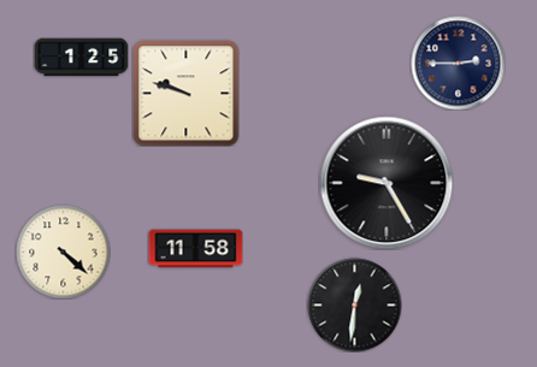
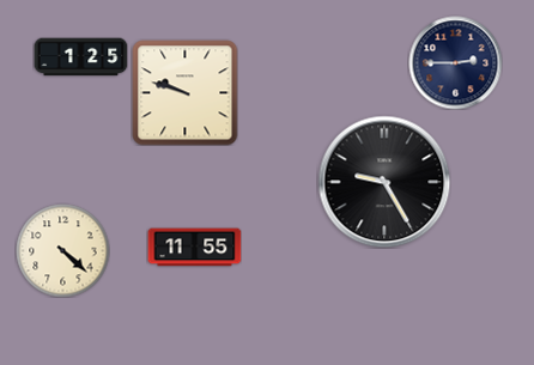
clock at (195, 249): 11:58 -> 11:55
clock at (354, 304): 12:31 -> none
